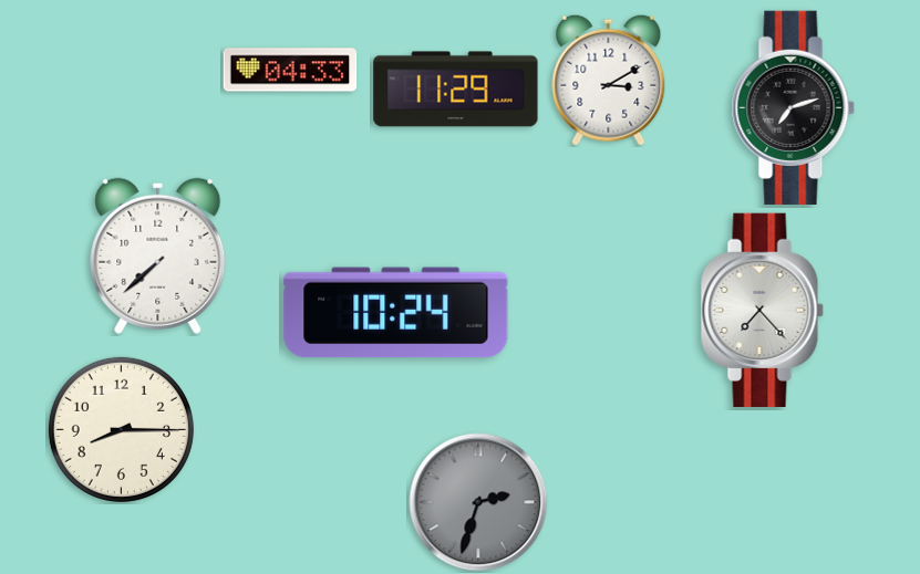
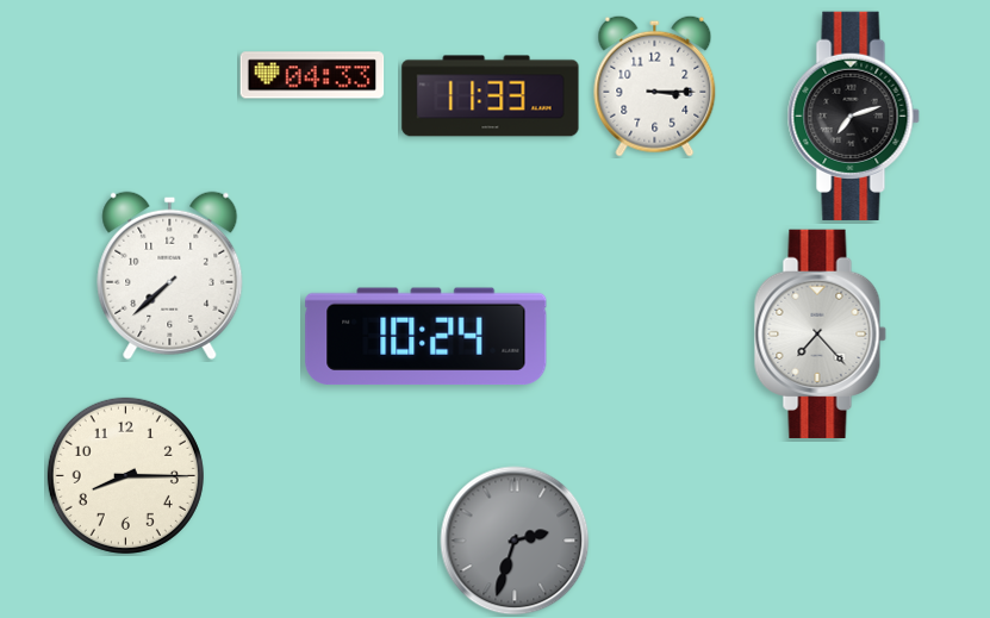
clock at (609, 80): 3:10 -> 3:15
clock at (456, 90): 11:29 -> 11:33
clock at (121, 429) position: (121, 429) -> (125, 475)
